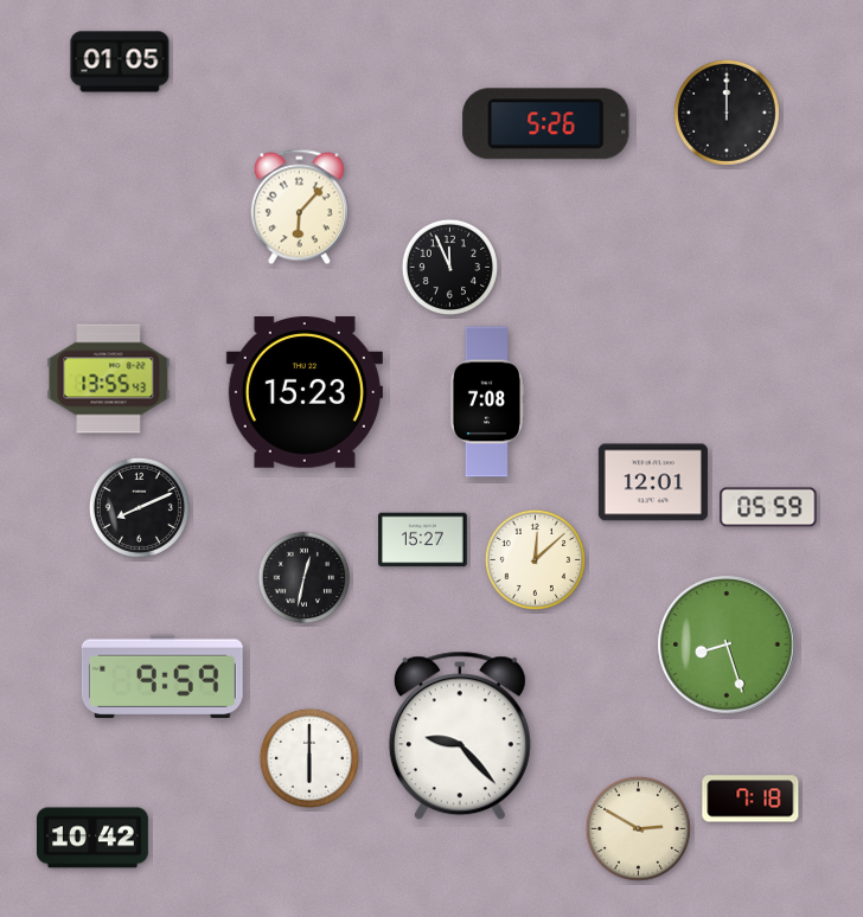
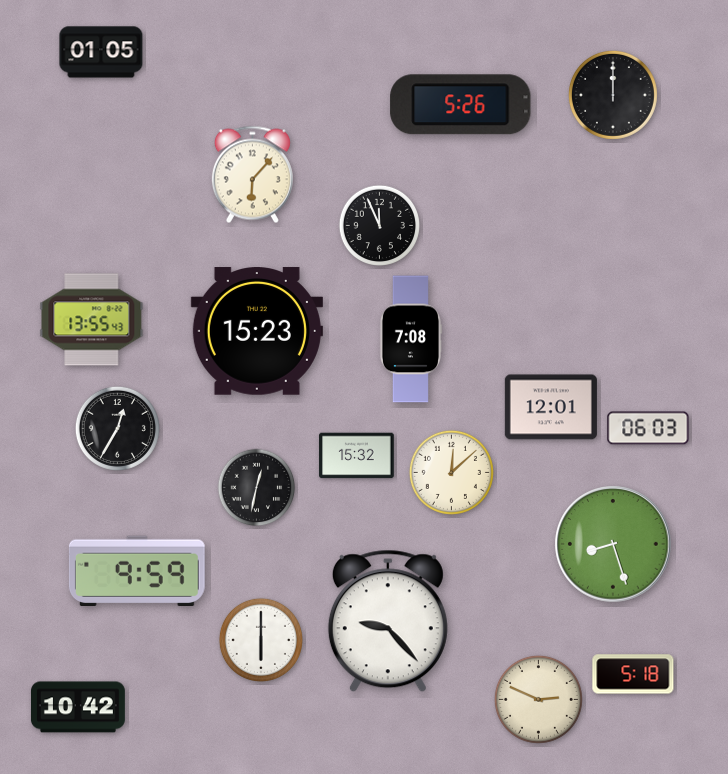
clock at (139, 507): 8:11 -> 12:35
clock at (768, 507): 05:59 -> 06:03
clock at (423, 540): 15:27 -> 15:32
clock at (750, 799): 7:18 -> 5:18
clock at (638, 828): 2:50 -> 2:49
